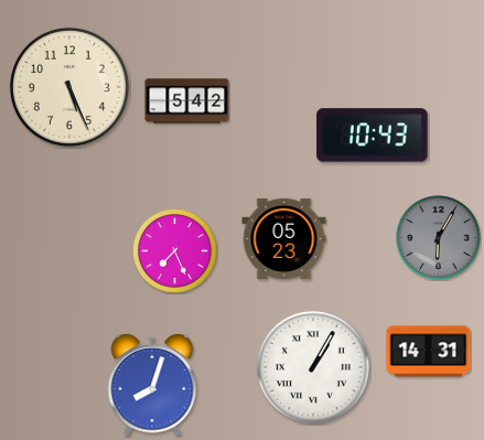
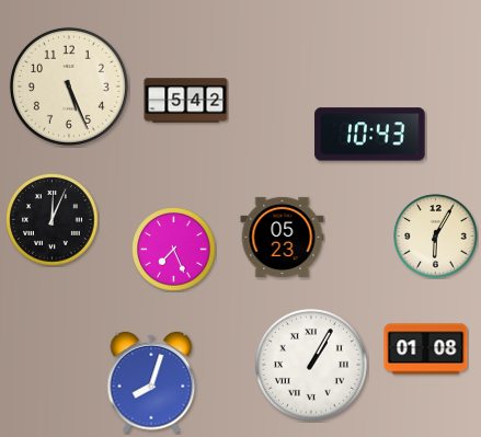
clock at (53, 220): none -> 12:04
clock at (439, 238) dial: grey -> cream
clock at (429, 352): 14:31 -> 01:08
